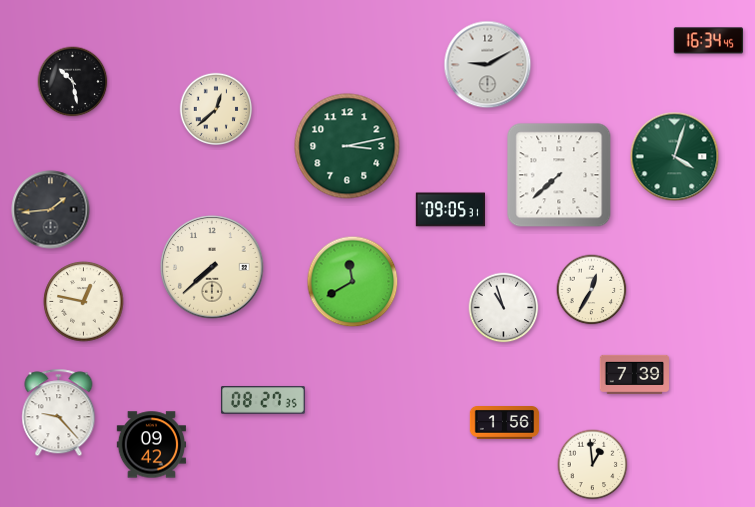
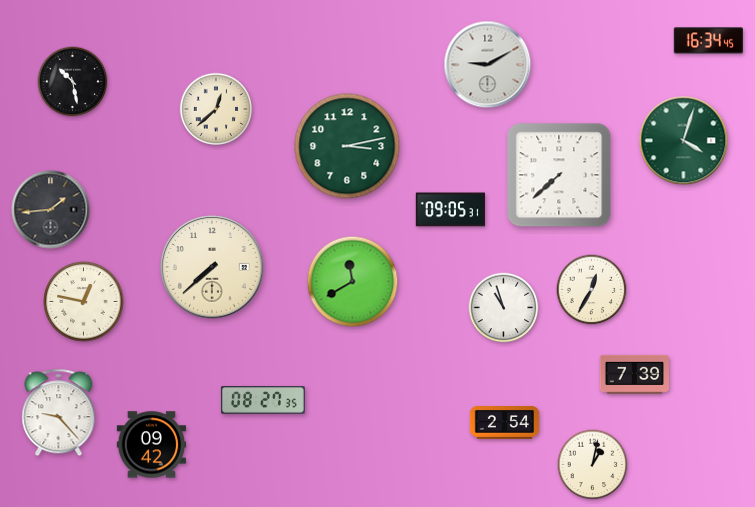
clock at (675, 157) position: (675, 157) -> (684, 141)
clock at (505, 423): 1:56 -> 2:54
clock at (593, 465): 12:59 -> 1:02
